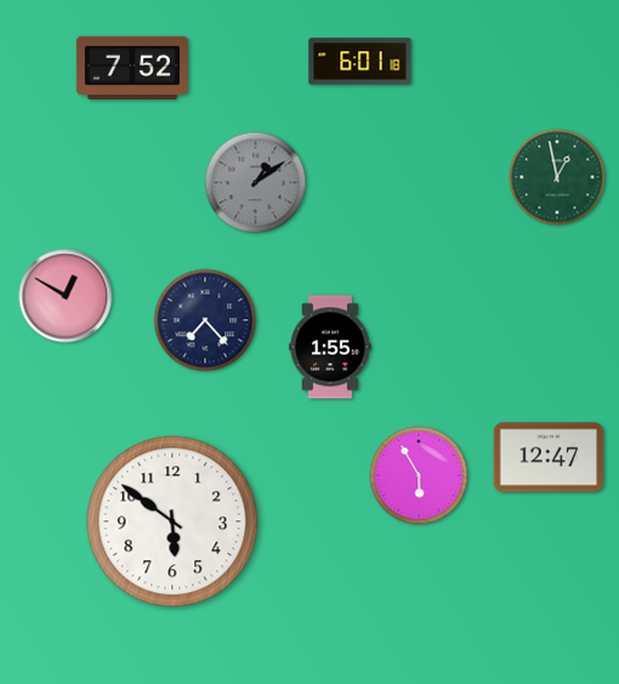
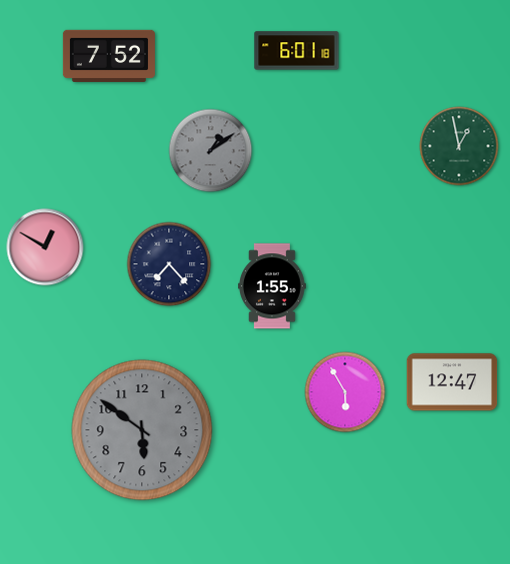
clock at (66, 296) position: (66, 296) -> (45, 247)
clock at (549, 457) position: (549, 457) -> (452, 382)
clock at (172, 521) dial: white -> grey
